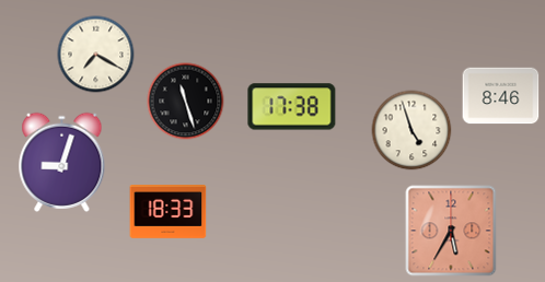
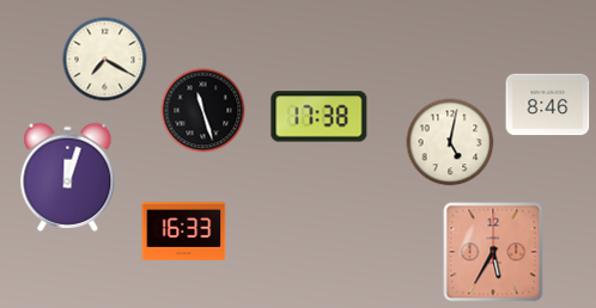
clock at (411, 130): 4:57 -> 5:02
clock at (62, 162): 9:03 -> 12:03
clock at (169, 212): 18:33 -> 16:33
